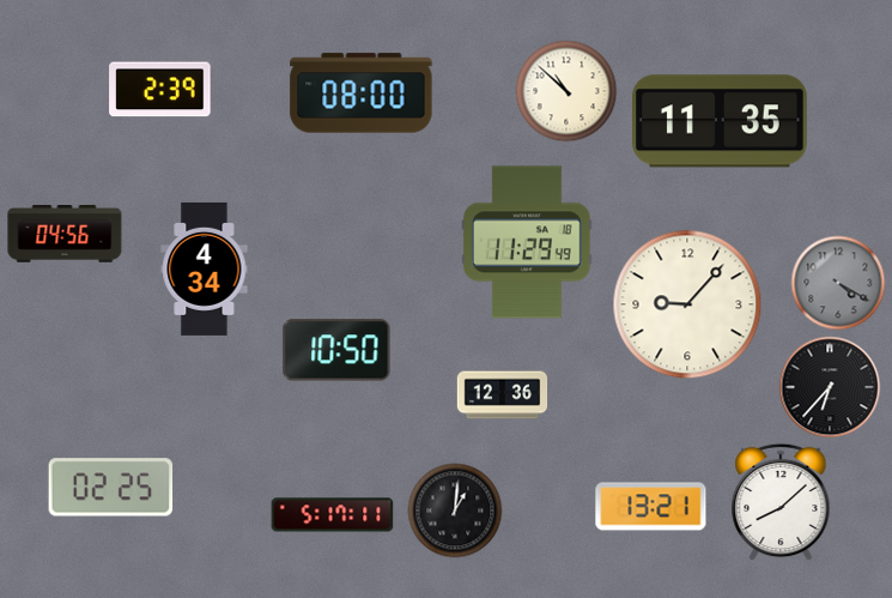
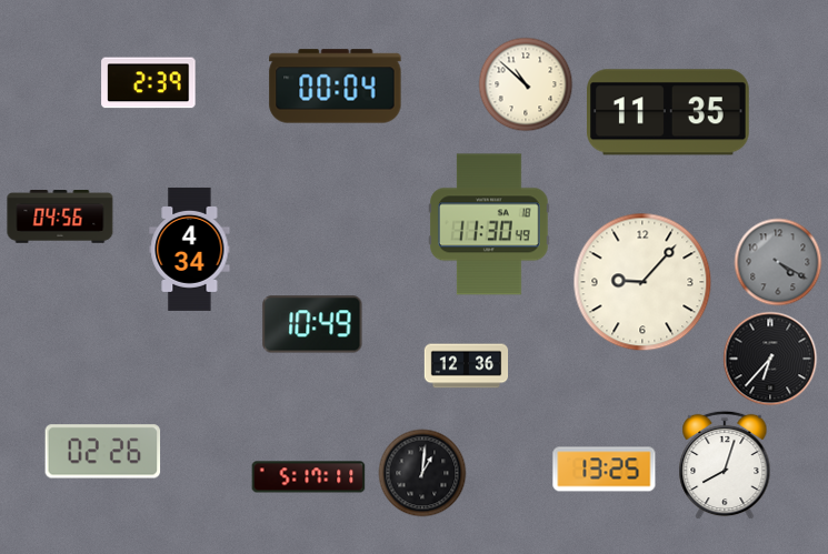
clock at (362, 93): 08:00 -> 00:04
clock at (528, 242): 11:29 -> 11:30
clock at (687, 304) position: (687, 304) -> (642, 282)
clock at (336, 350): 10:50 -> 10:49
clock at (111, 488): 02:25 -> 02:26
clock at (781, 502): 8:08 -> 8:03
clock at (651, 507): 13:21 -> 13:25
